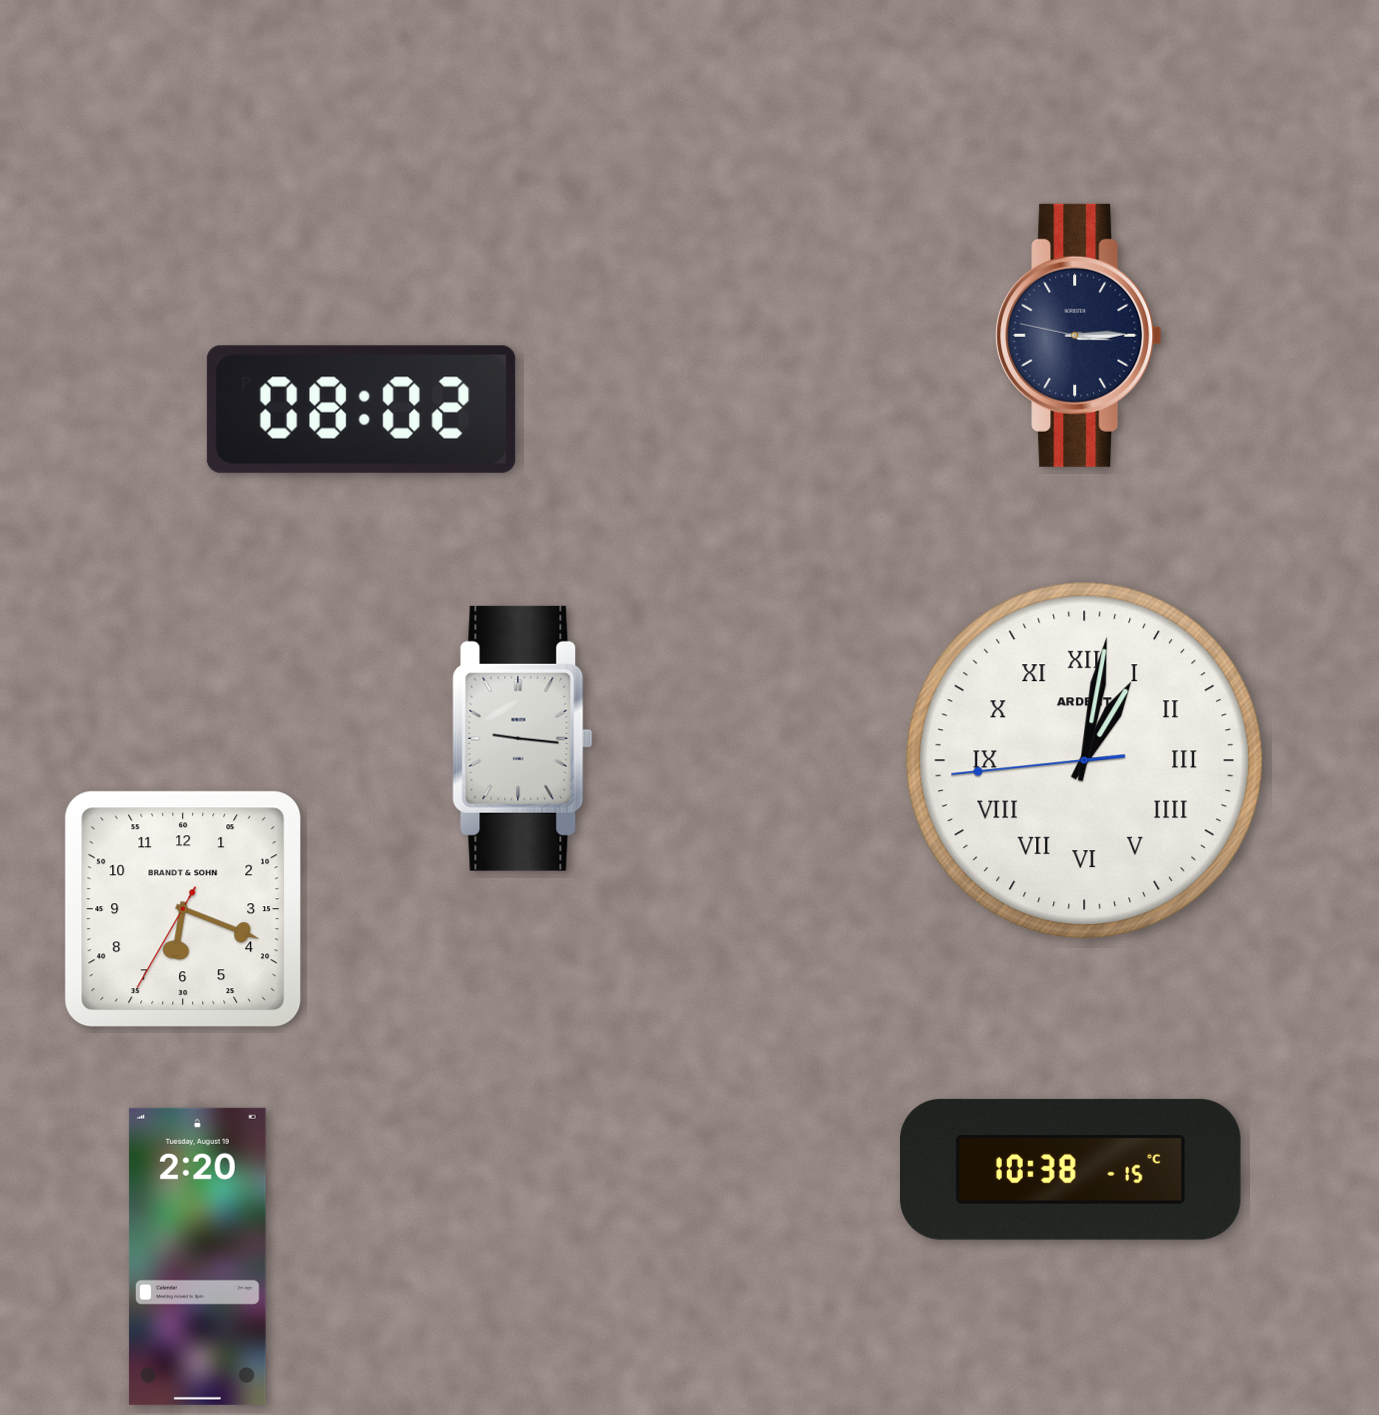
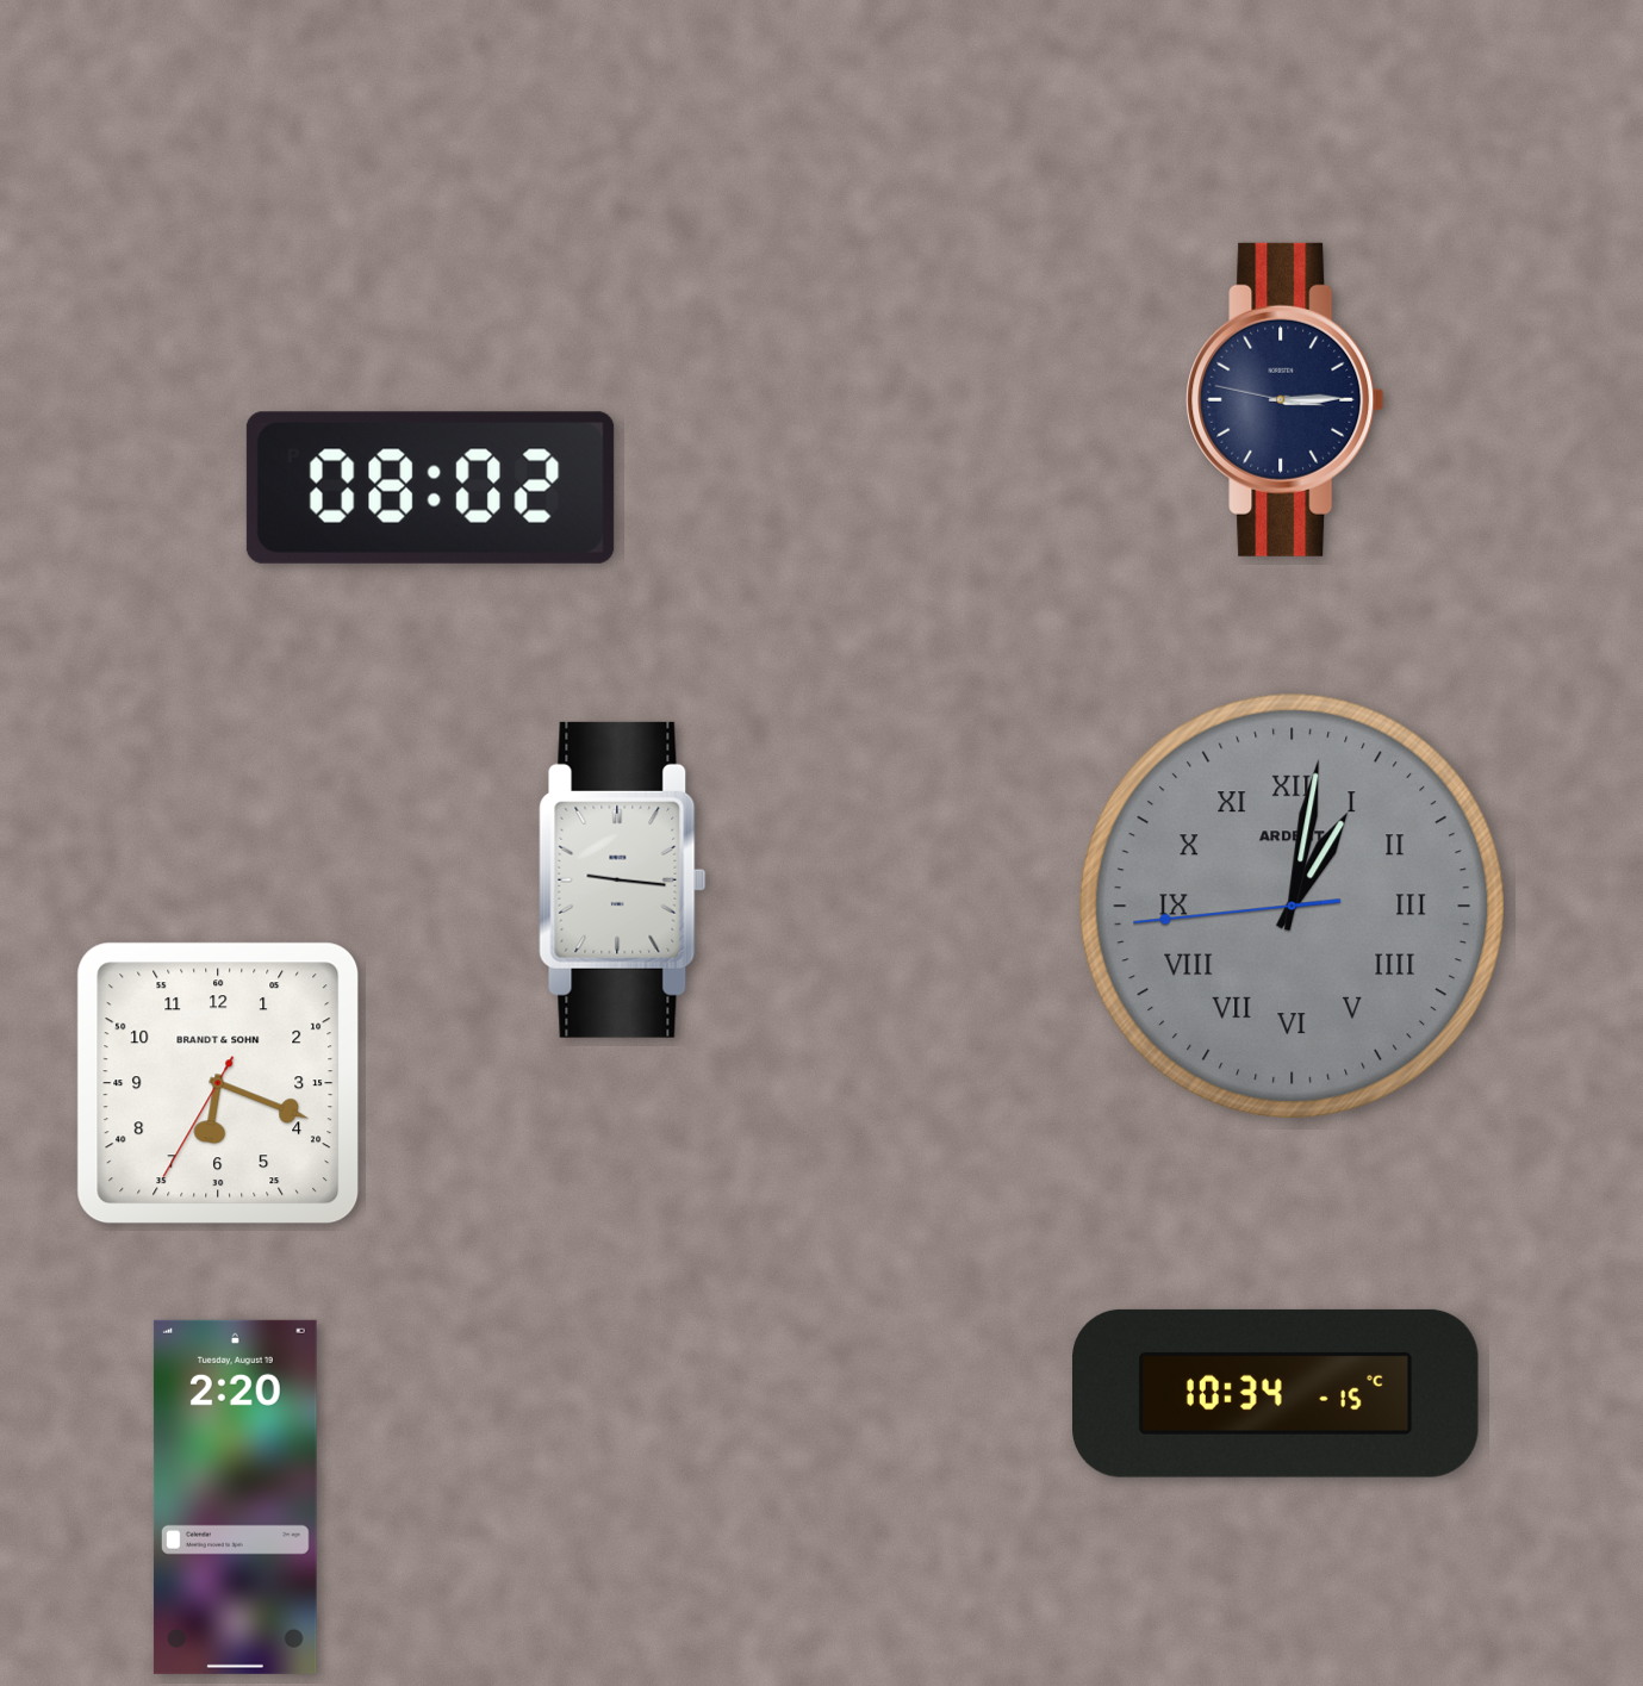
clock at (1085, 761) dial: white -> grey
clock at (1071, 1169): 10:38 -> 10:34
